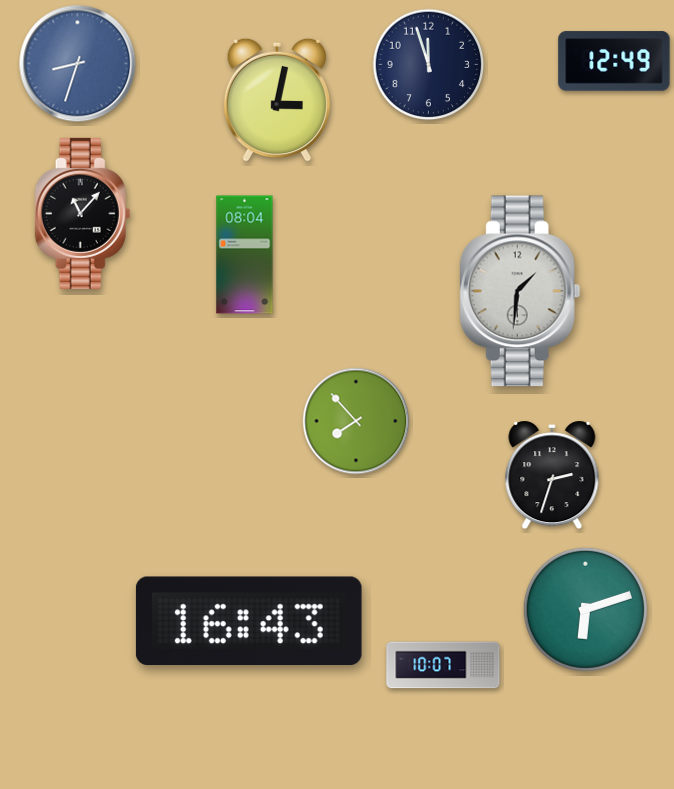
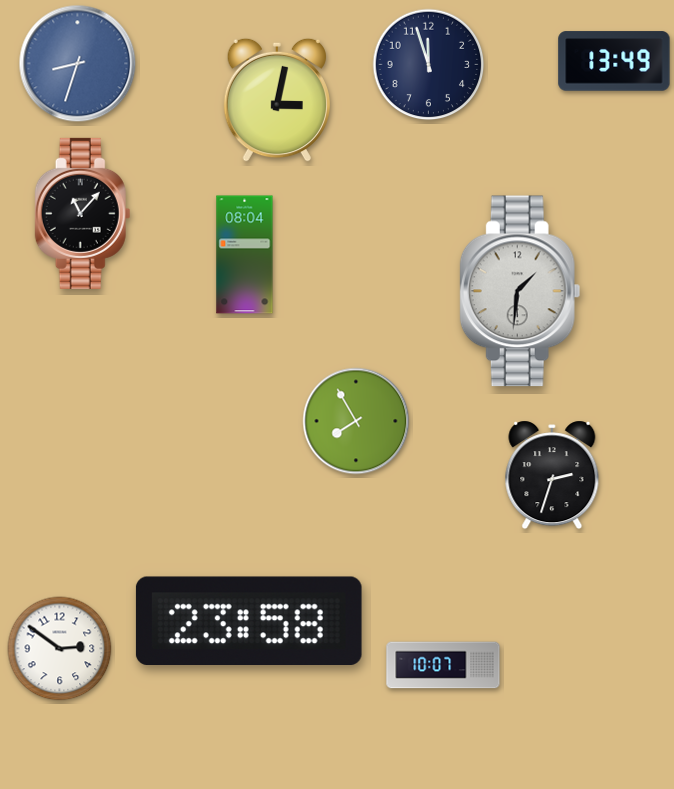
clock at (614, 61): 12:49 -> 13:49
clock at (356, 421): 7:53 -> 7:55
clock at (585, 609): 6:12 -> none
clock at (249, 620): 16:43 -> 23:58
clock at (60, 649): none -> 2:51
